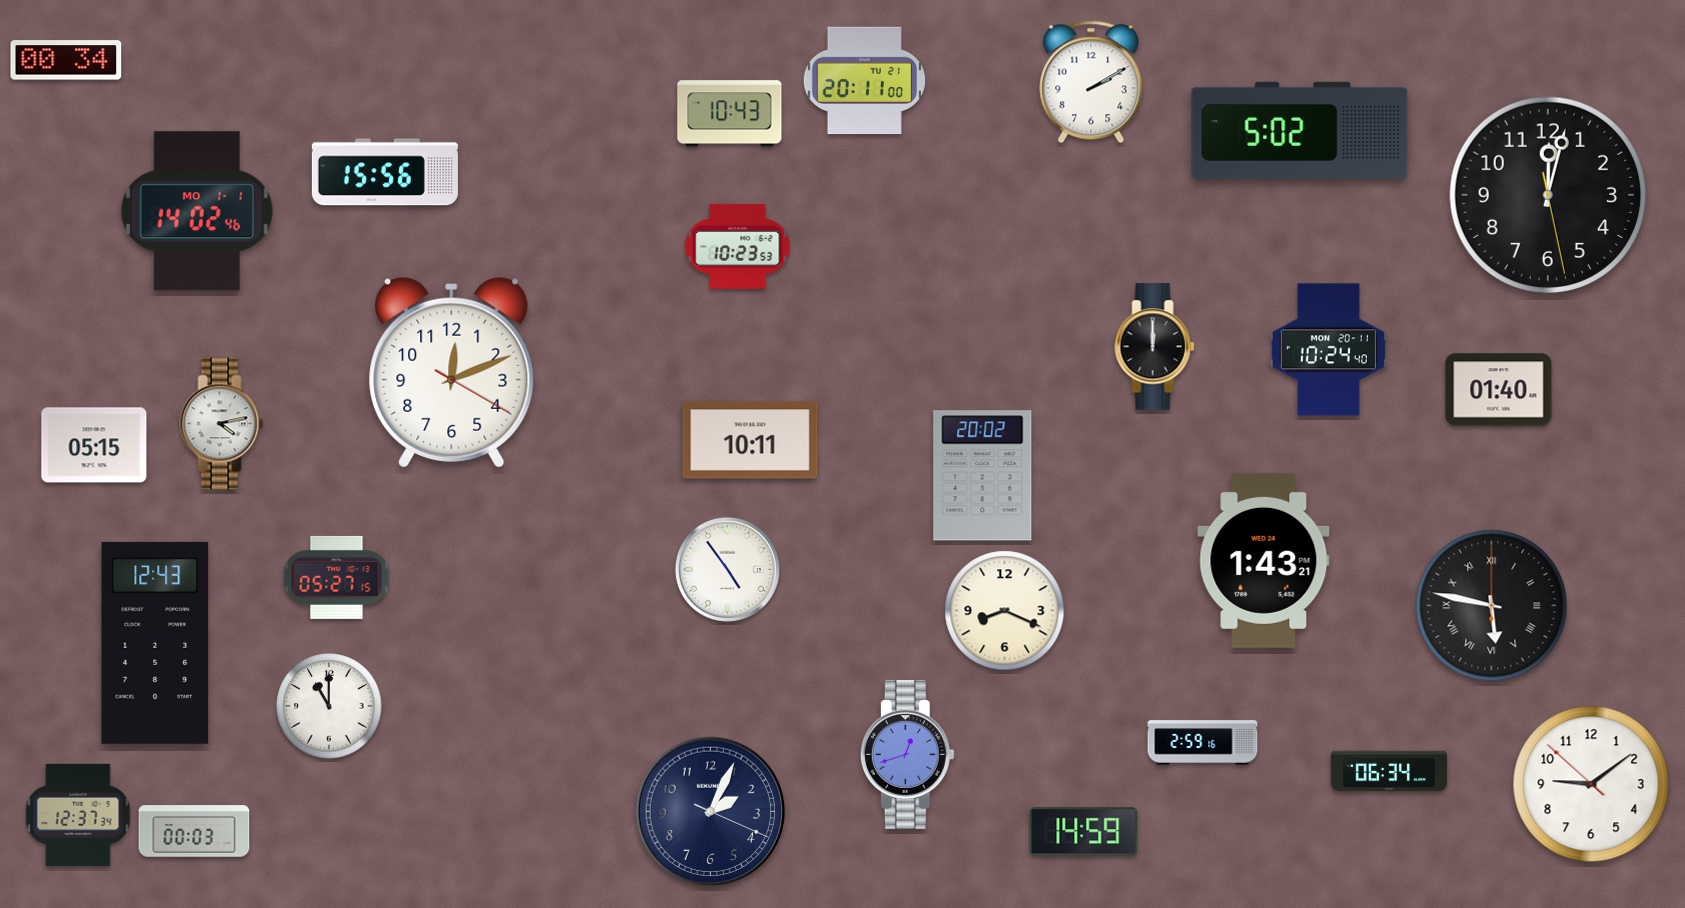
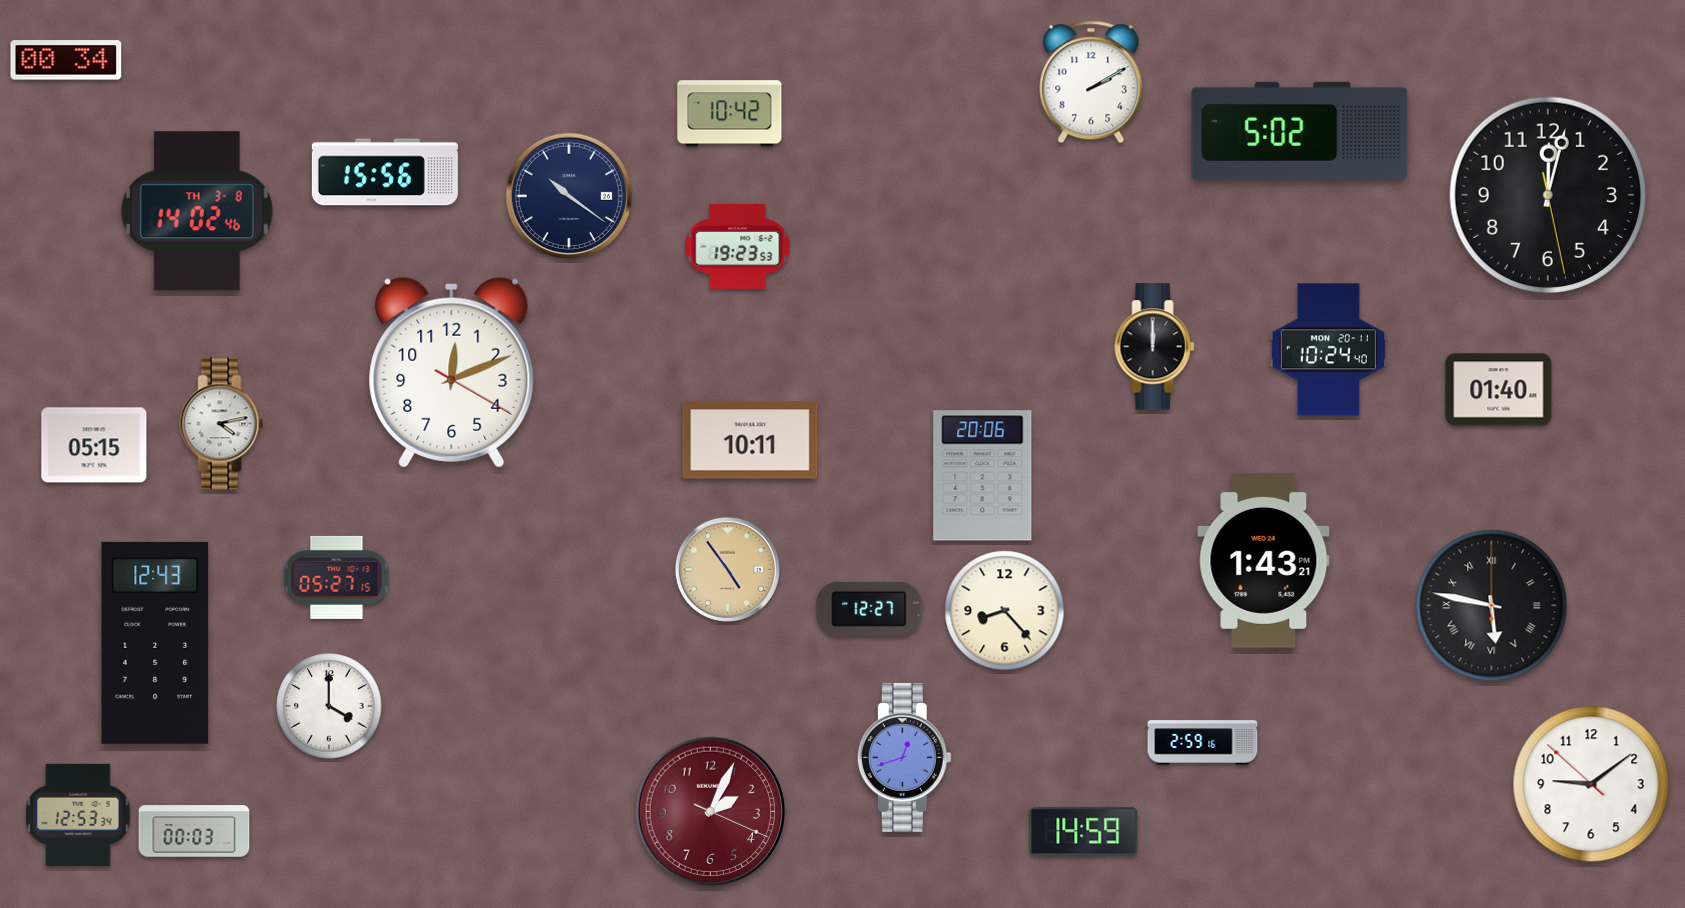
clock at (864, 81): 20:11 -> none
clock at (730, 114): 10:43 -> 10:42
clock at (569, 196): none -> 10:21
clock at (197, 211) date: MO 1-1 -> TH 3-8
clock at (738, 246): 10:23 -> 19:23
clock at (983, 476): 20:02 -> 20:06
clock at (727, 569) dial: white -> champagne
clock at (869, 609): none -> 12:27
clock at (1005, 611): 8:19 -> 8:23
clock at (329, 706): 11:00 -> 4:00
clock at (907, 754) position: (907, 754) -> (904, 757)
clock at (1389, 771): 06:34 -> none
clock at (711, 812) dial: navy -> burgundy
clock at (78, 815): 12:37 -> 12:53
